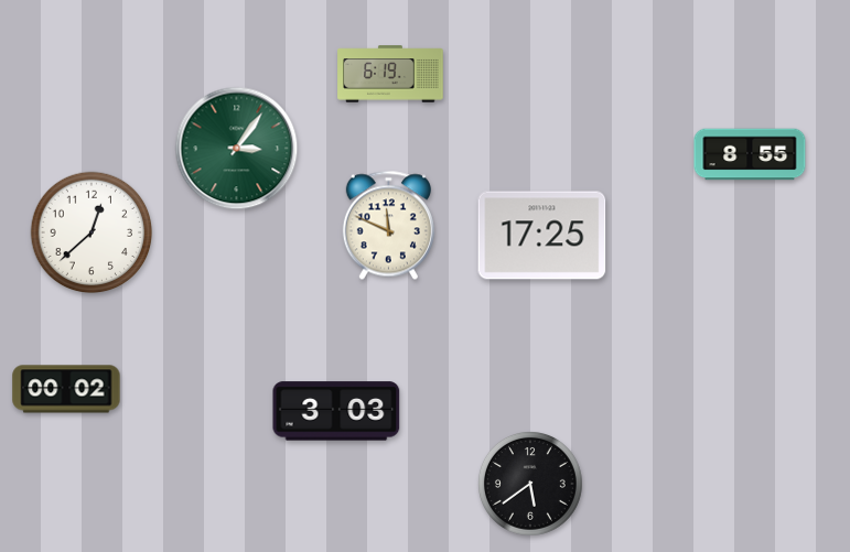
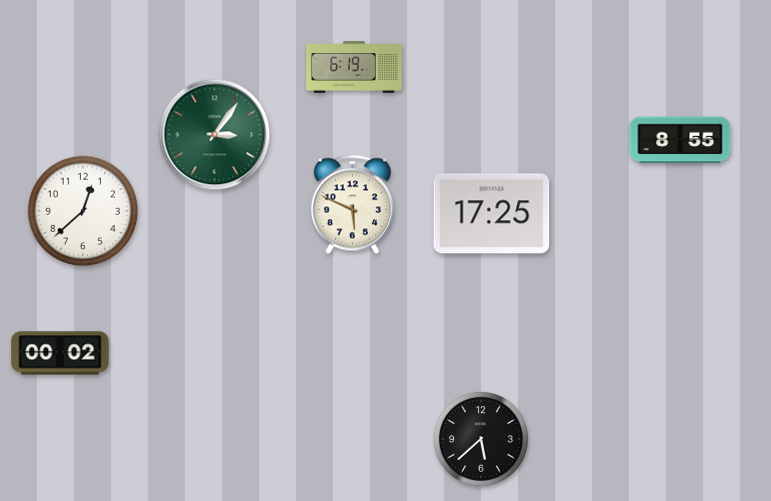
clock at (388, 226): 11:49 -> 5:49
clock at (336, 411): 3:03 -> none
clock at (530, 484): 5:39 -> 5:38
